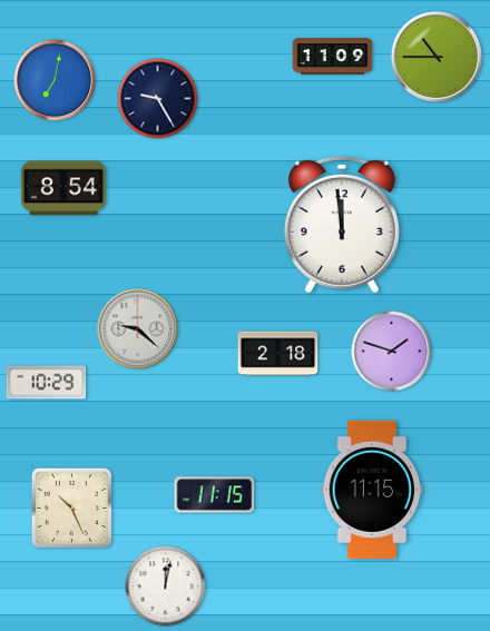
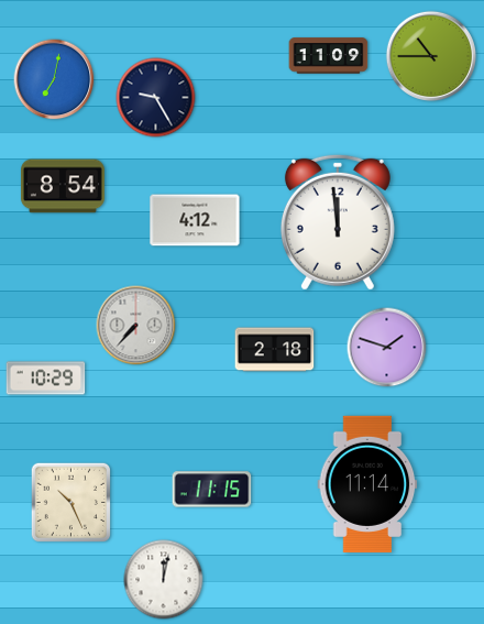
clock at (195, 220): none -> 4:12
clock at (138, 329): 9:22 -> 7:37
clock at (372, 490): 11:15 -> 11:14
